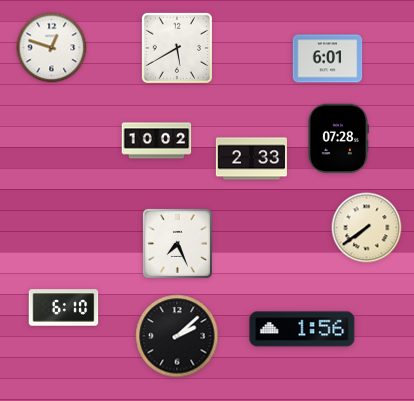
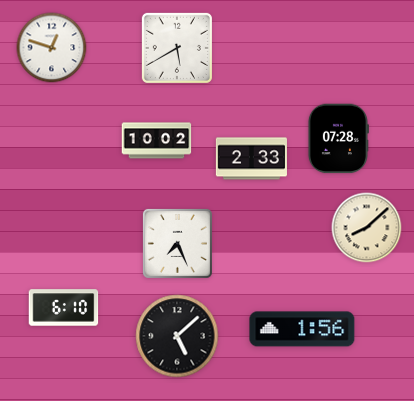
clock at (328, 59): 6:01 -> none
clock at (367, 228): 7:39 -> 8:08
clock at (177, 336): 2:08 -> 5:08
